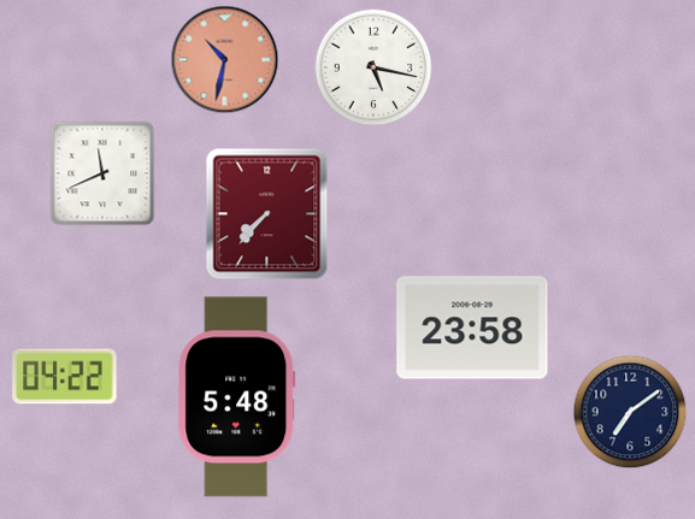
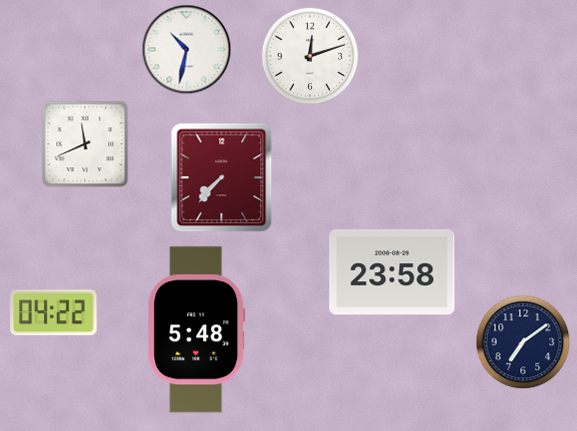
clock at (225, 60) dial: salmon -> white
clock at (373, 67): 5:17 -> 12:12
